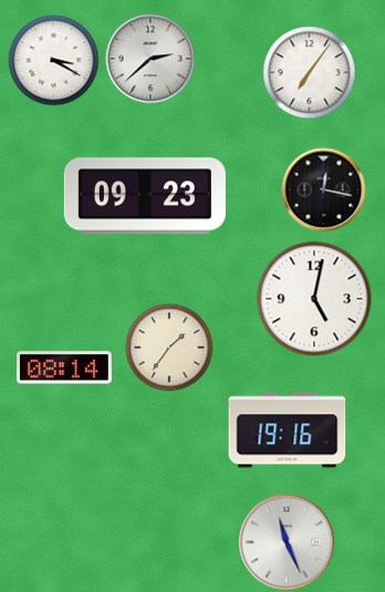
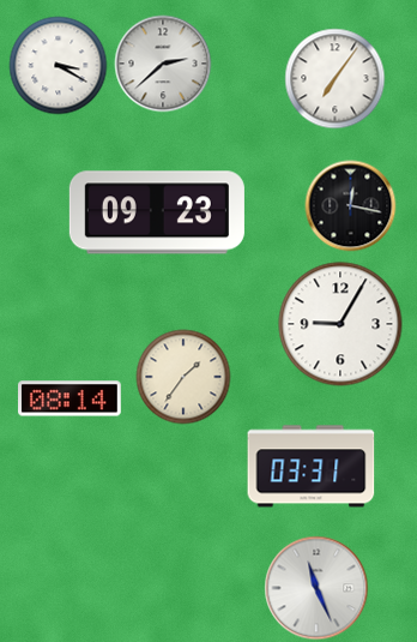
clock at (314, 299): 5:02 -> 9:05
clock at (288, 430): 19:16 -> 03:31
clock at (287, 542) position: (287, 542) -> (316, 588)
